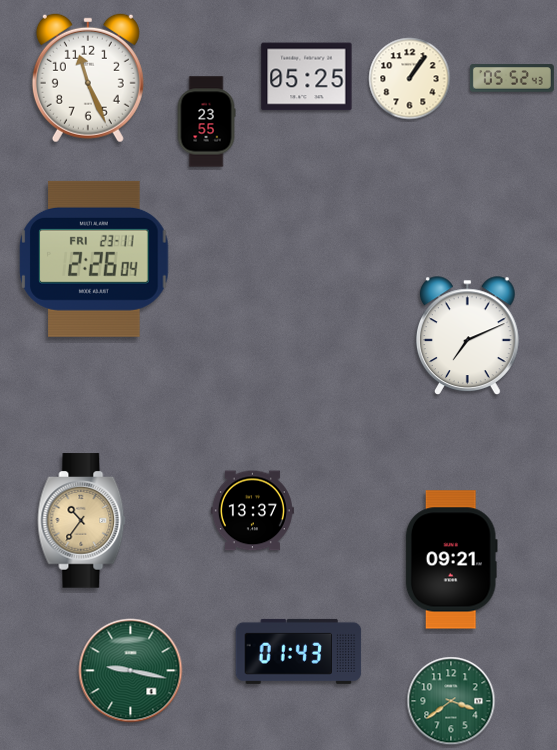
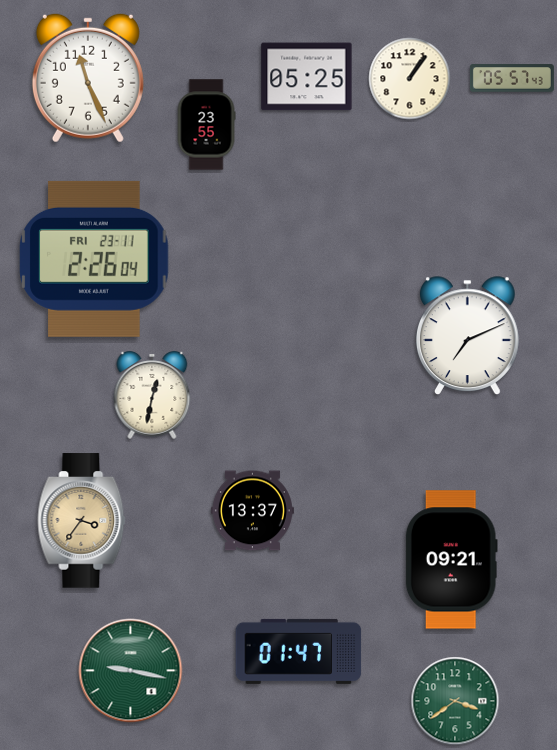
clock at (512, 78): 05:52 -> 05:57
clock at (206, 122) position: (206, 122) -> (206, 125)
clock at (152, 396): none -> 12:32
clock at (82, 521): 10:36 -> 3:36
clock at (299, 651): 01:43 -> 01:47
clock at (451, 701) position: (451, 701) -> (455, 701)
